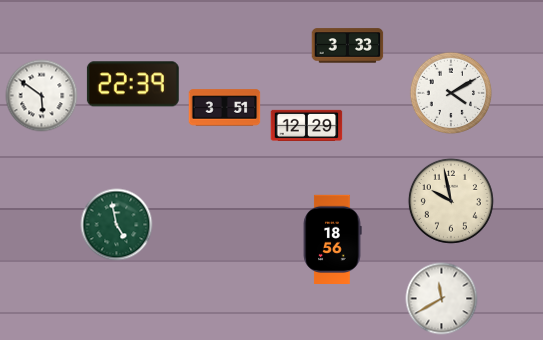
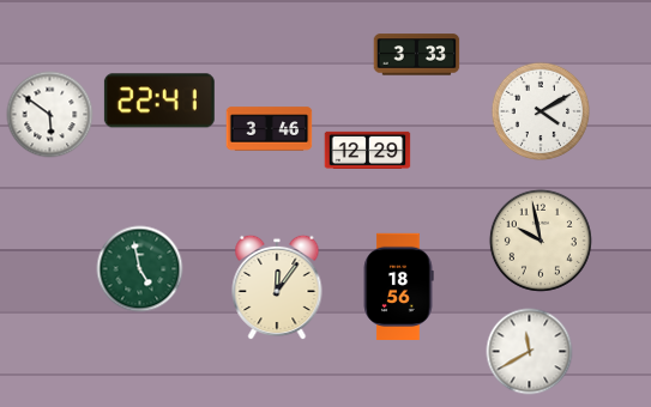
clock at (133, 84): 22:39 -> 22:41
clock at (225, 108): 3:51 -> 3:46
clock at (277, 287): none -> 12:06
clock at (442, 299) position: (442, 299) -> (530, 352)
